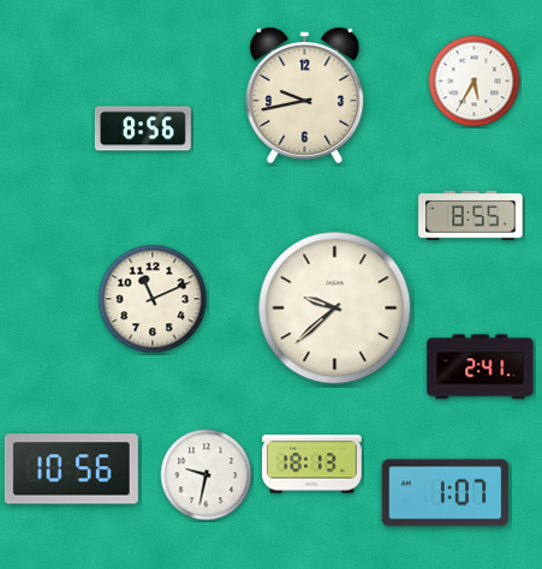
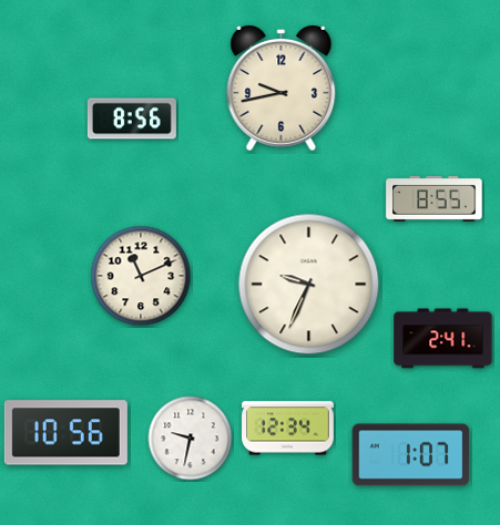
clock at (475, 82): 5:35 -> none
clock at (335, 309): 9:38 -> 9:34
clock at (312, 465): 18:13 -> 12:34
